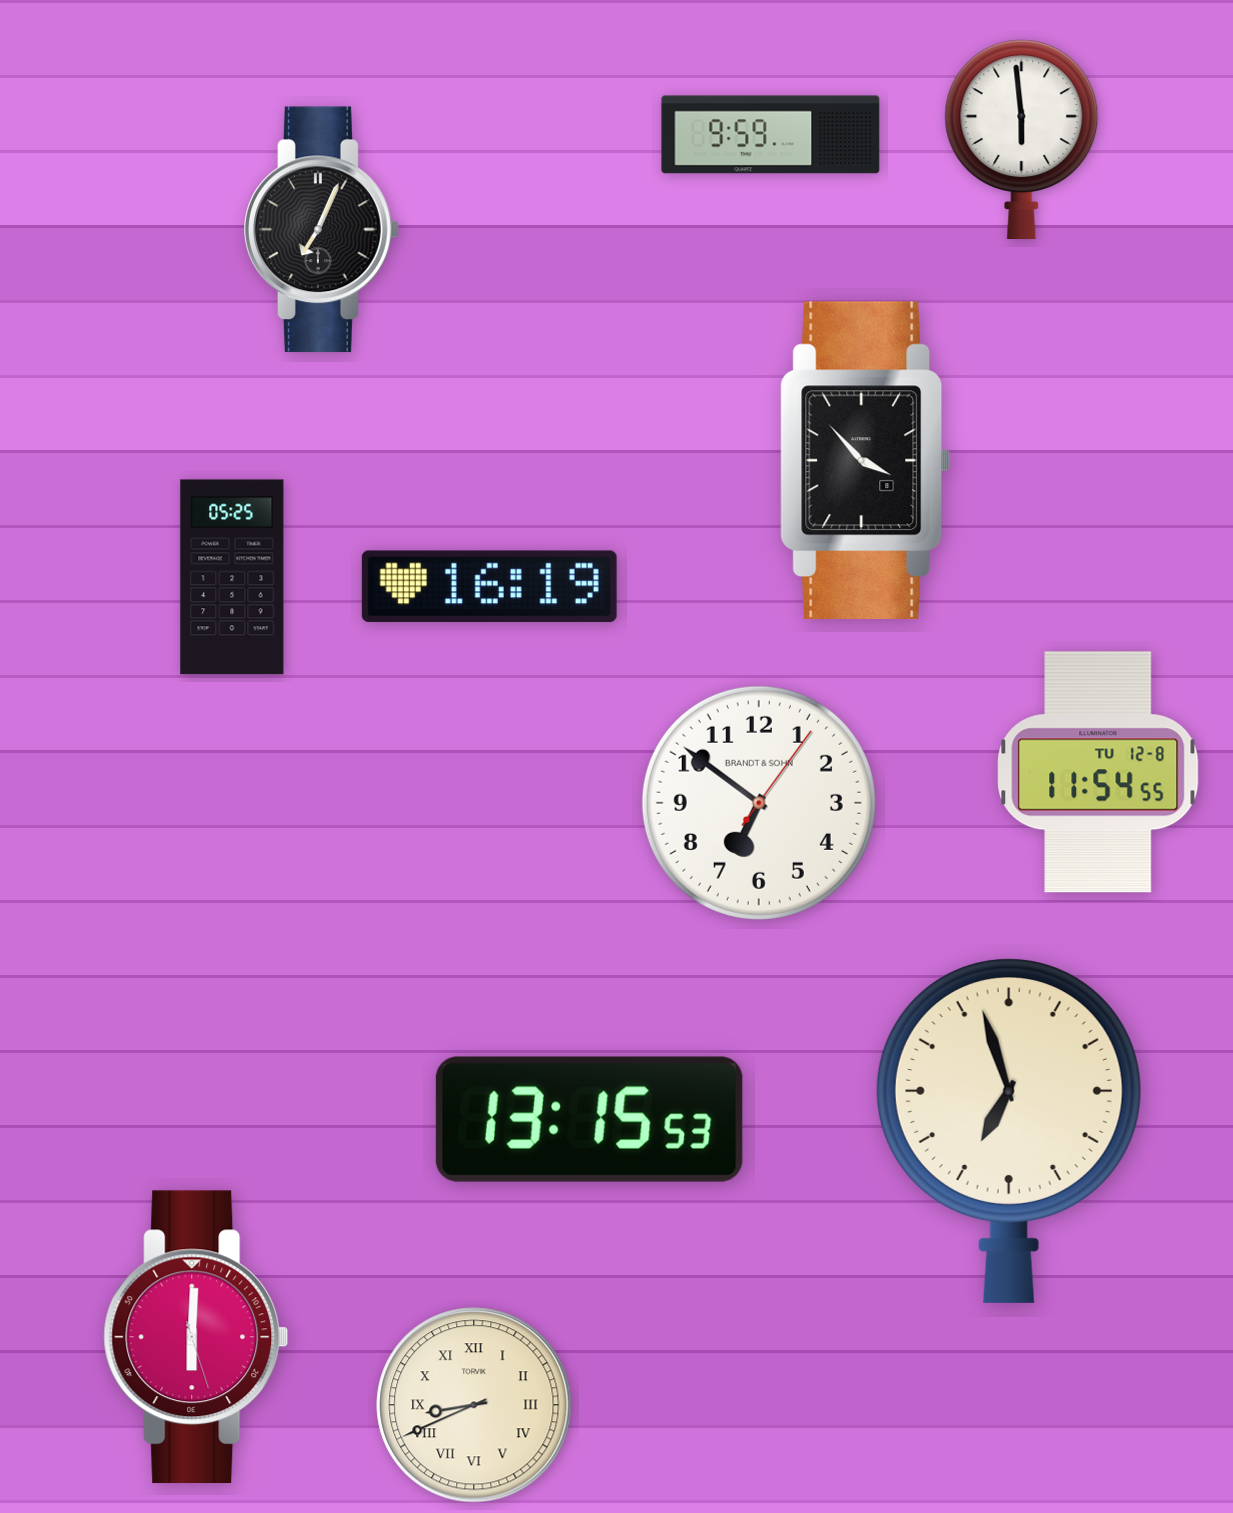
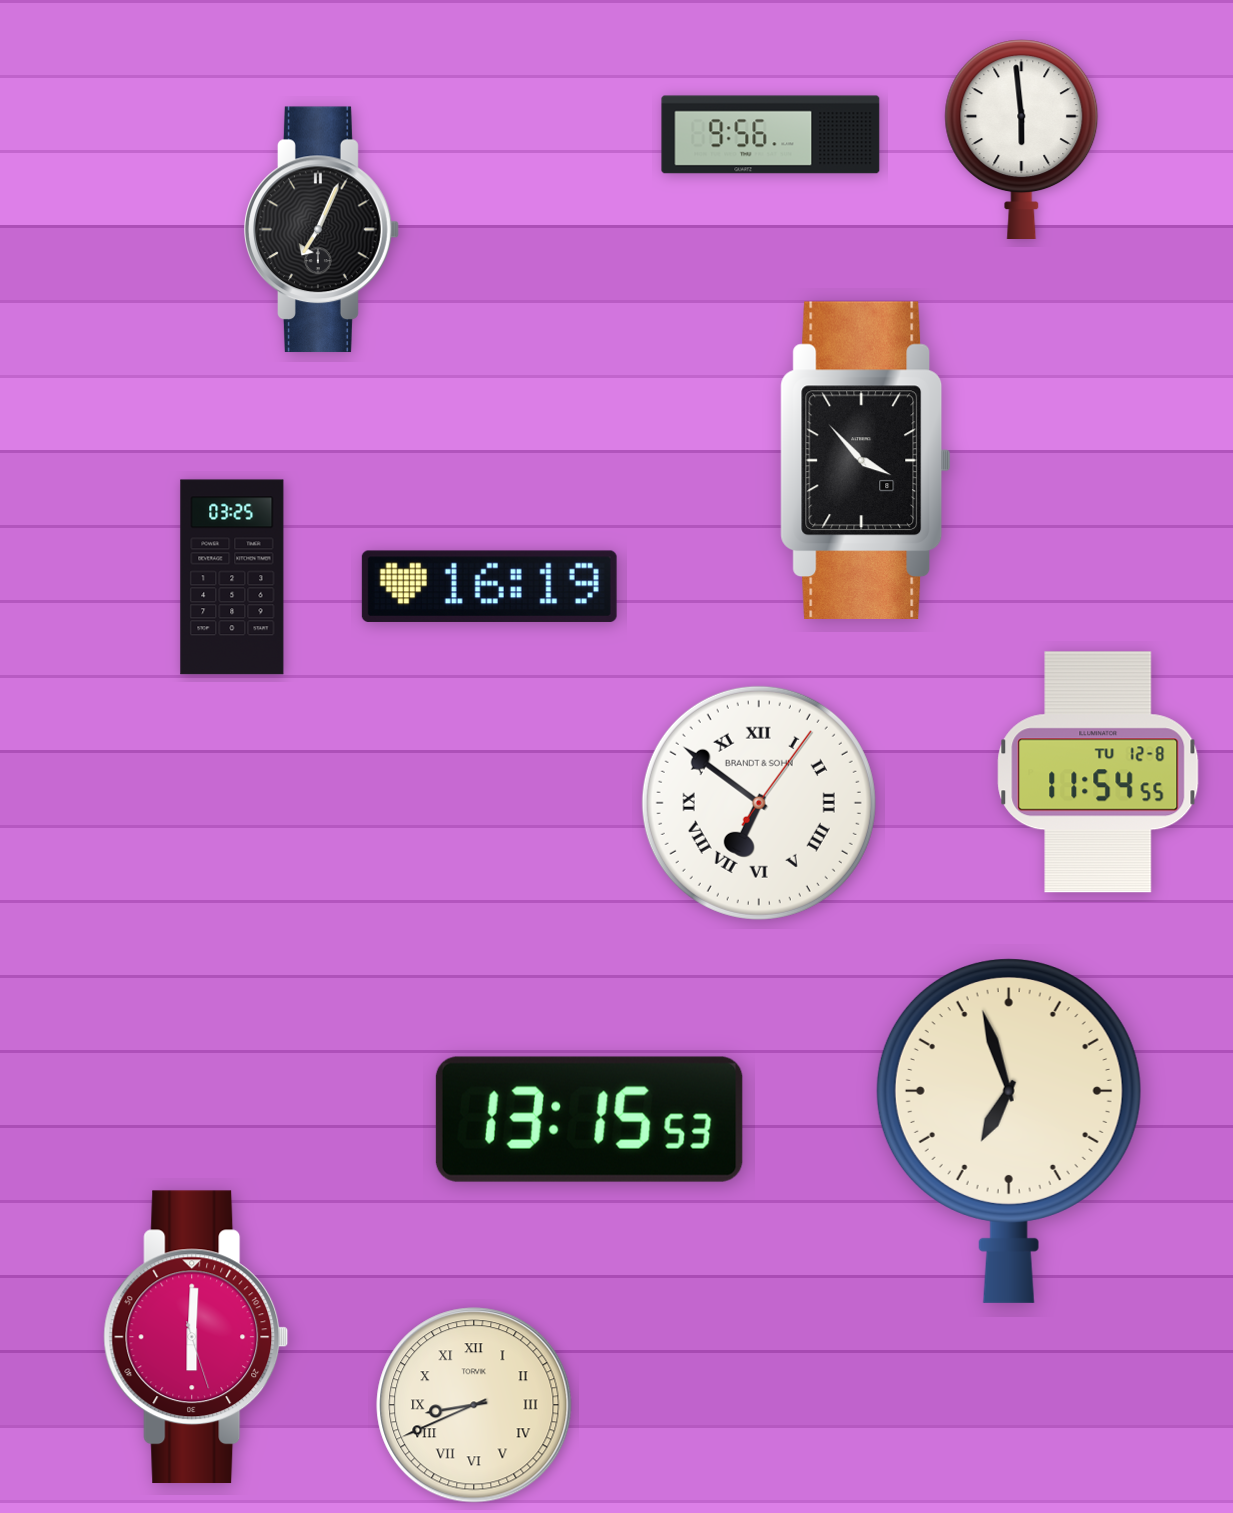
clock at (771, 135): 9:59 -> 9:56
clock at (232, 577): 05:25 -> 03:25
clock at (759, 803) numerals: Arabic -> Roman
